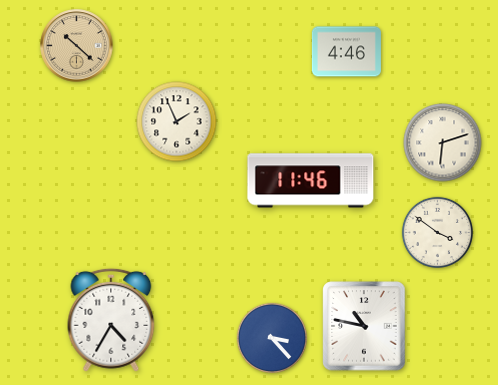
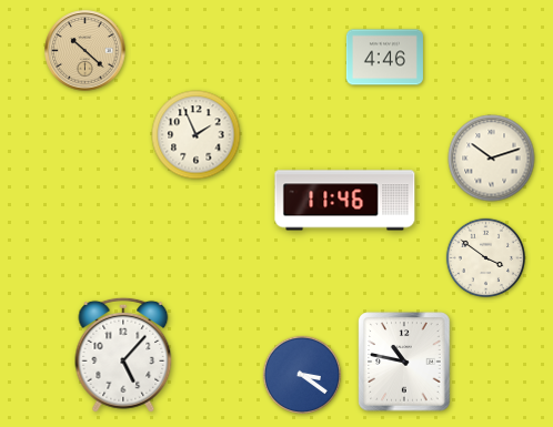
clock at (443, 143): 6:12 -> 10:12
clock at (111, 320): 4:35 -> 5:07
clock at (272, 338): 3:23 -> 3:21
